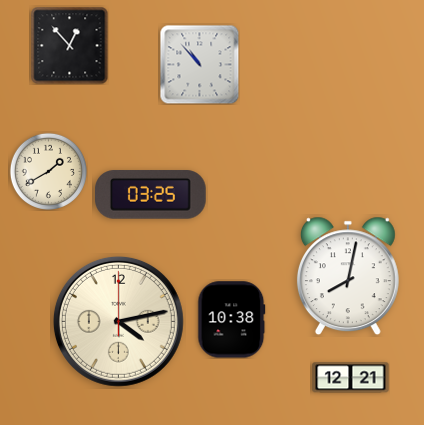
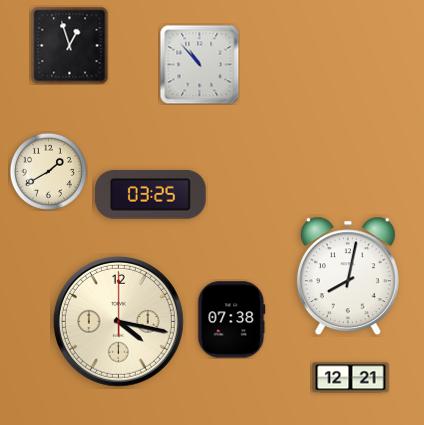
clock at (69, 45): 12:53 -> 12:57
clock at (232, 320): 10:38 -> 07:38
clock at (118, 321): 4:13 -> 4:17
